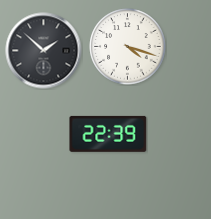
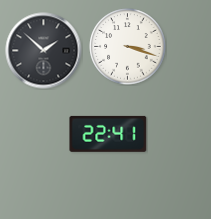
clock at (128, 47): 4:18 -> 3:18
clock at (108, 134): 22:39 -> 22:41
